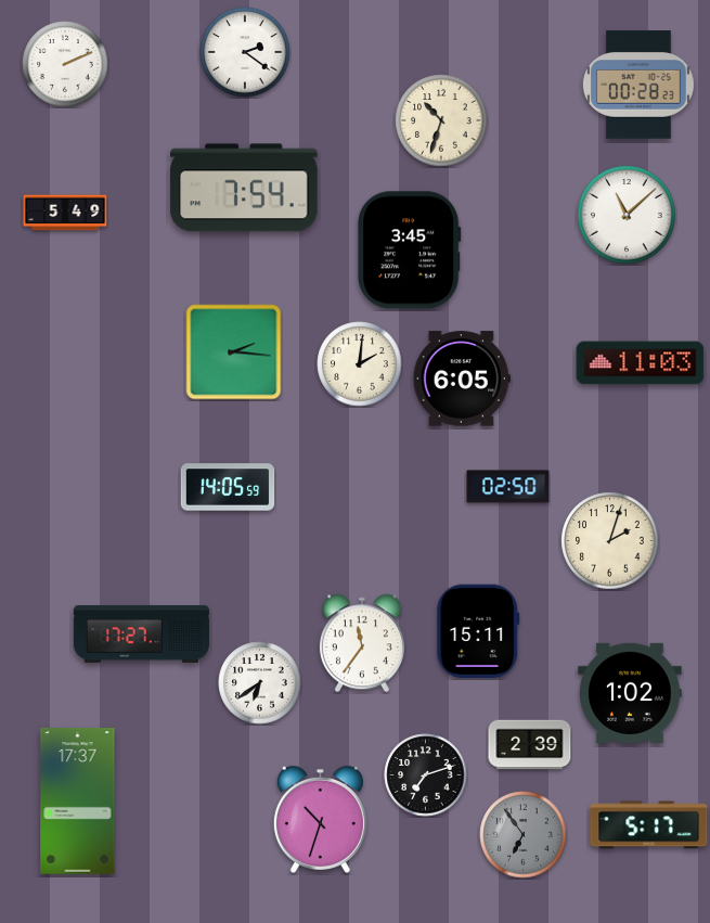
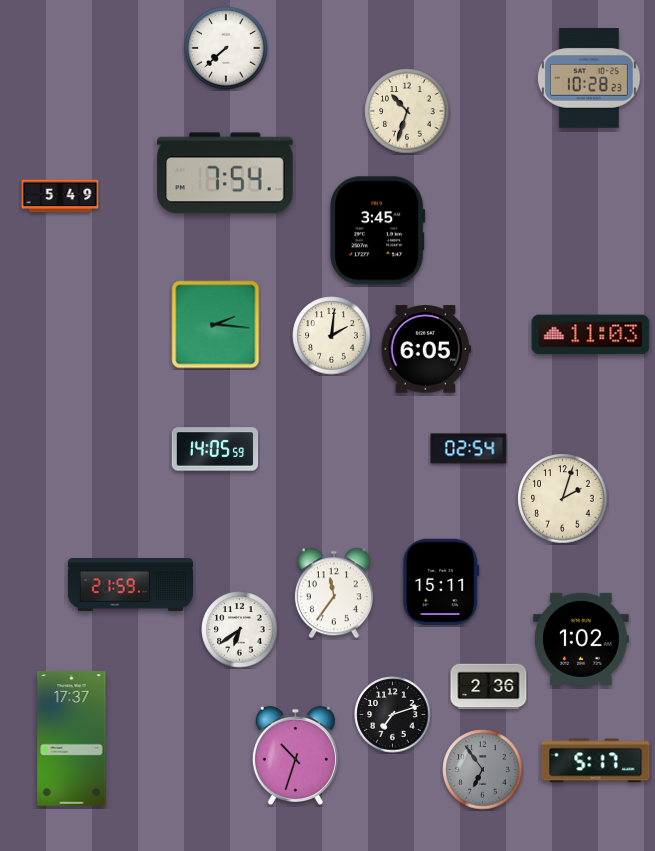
clock at (245, 52): 2:21 -> 7:38
clock at (65, 64): 2:11 -> none
clock at (638, 85): 00:28 -> 10:28
clock at (627, 215): 11:08 -> none
clock at (228, 487) position: (228, 487) -> (215, 449)
clock at (508, 487): 02:50 -> 02:54
clock at (141, 633): 17:27 -> 21:59
clock at (530, 745): 2:39 -> 2:36
clock at (649, 825) position: (649, 825) -> (596, 761)
